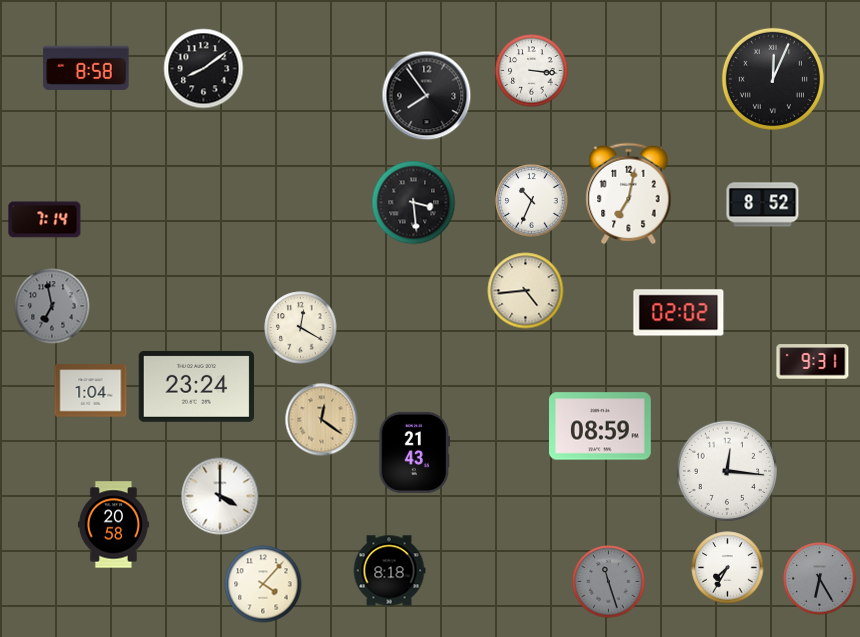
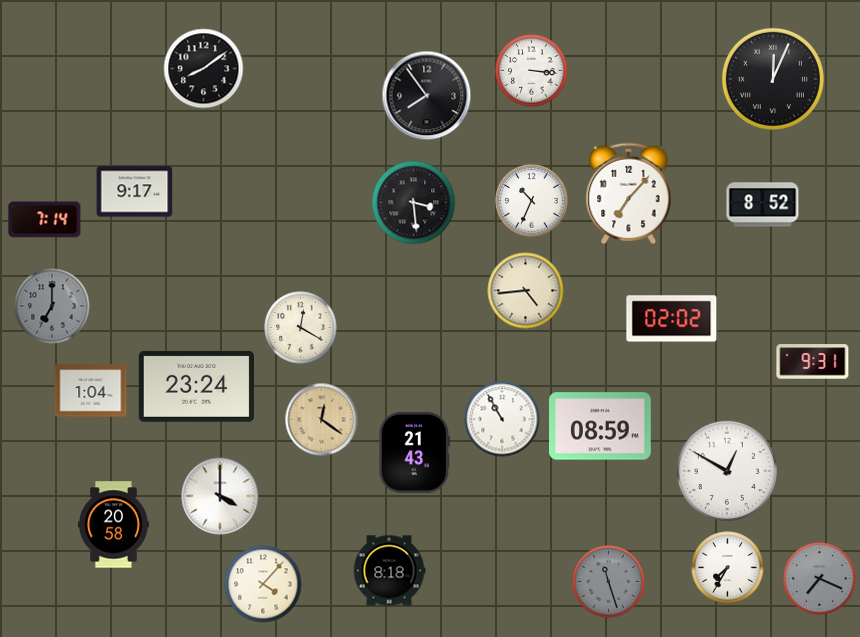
clock at (86, 68): 8:58 -> none
clock at (135, 192): none -> 9:17
clock at (629, 194): 7:02 -> 7:07
clock at (52, 306): 6:58 -> 7:00
clock at (679, 313) position: (679, 313) -> (672, 319)
clock at (502, 419): none -> 10:55
clock at (727, 471): 12:16 -> 12:50
clock at (820, 579): 6:25 -> 7:19
